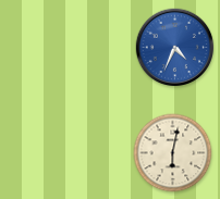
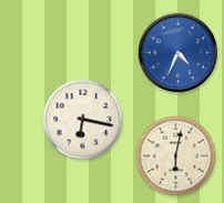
clock at (175, 48) position: (175, 48) -> (179, 53)
clock at (83, 120): none -> 6:17
